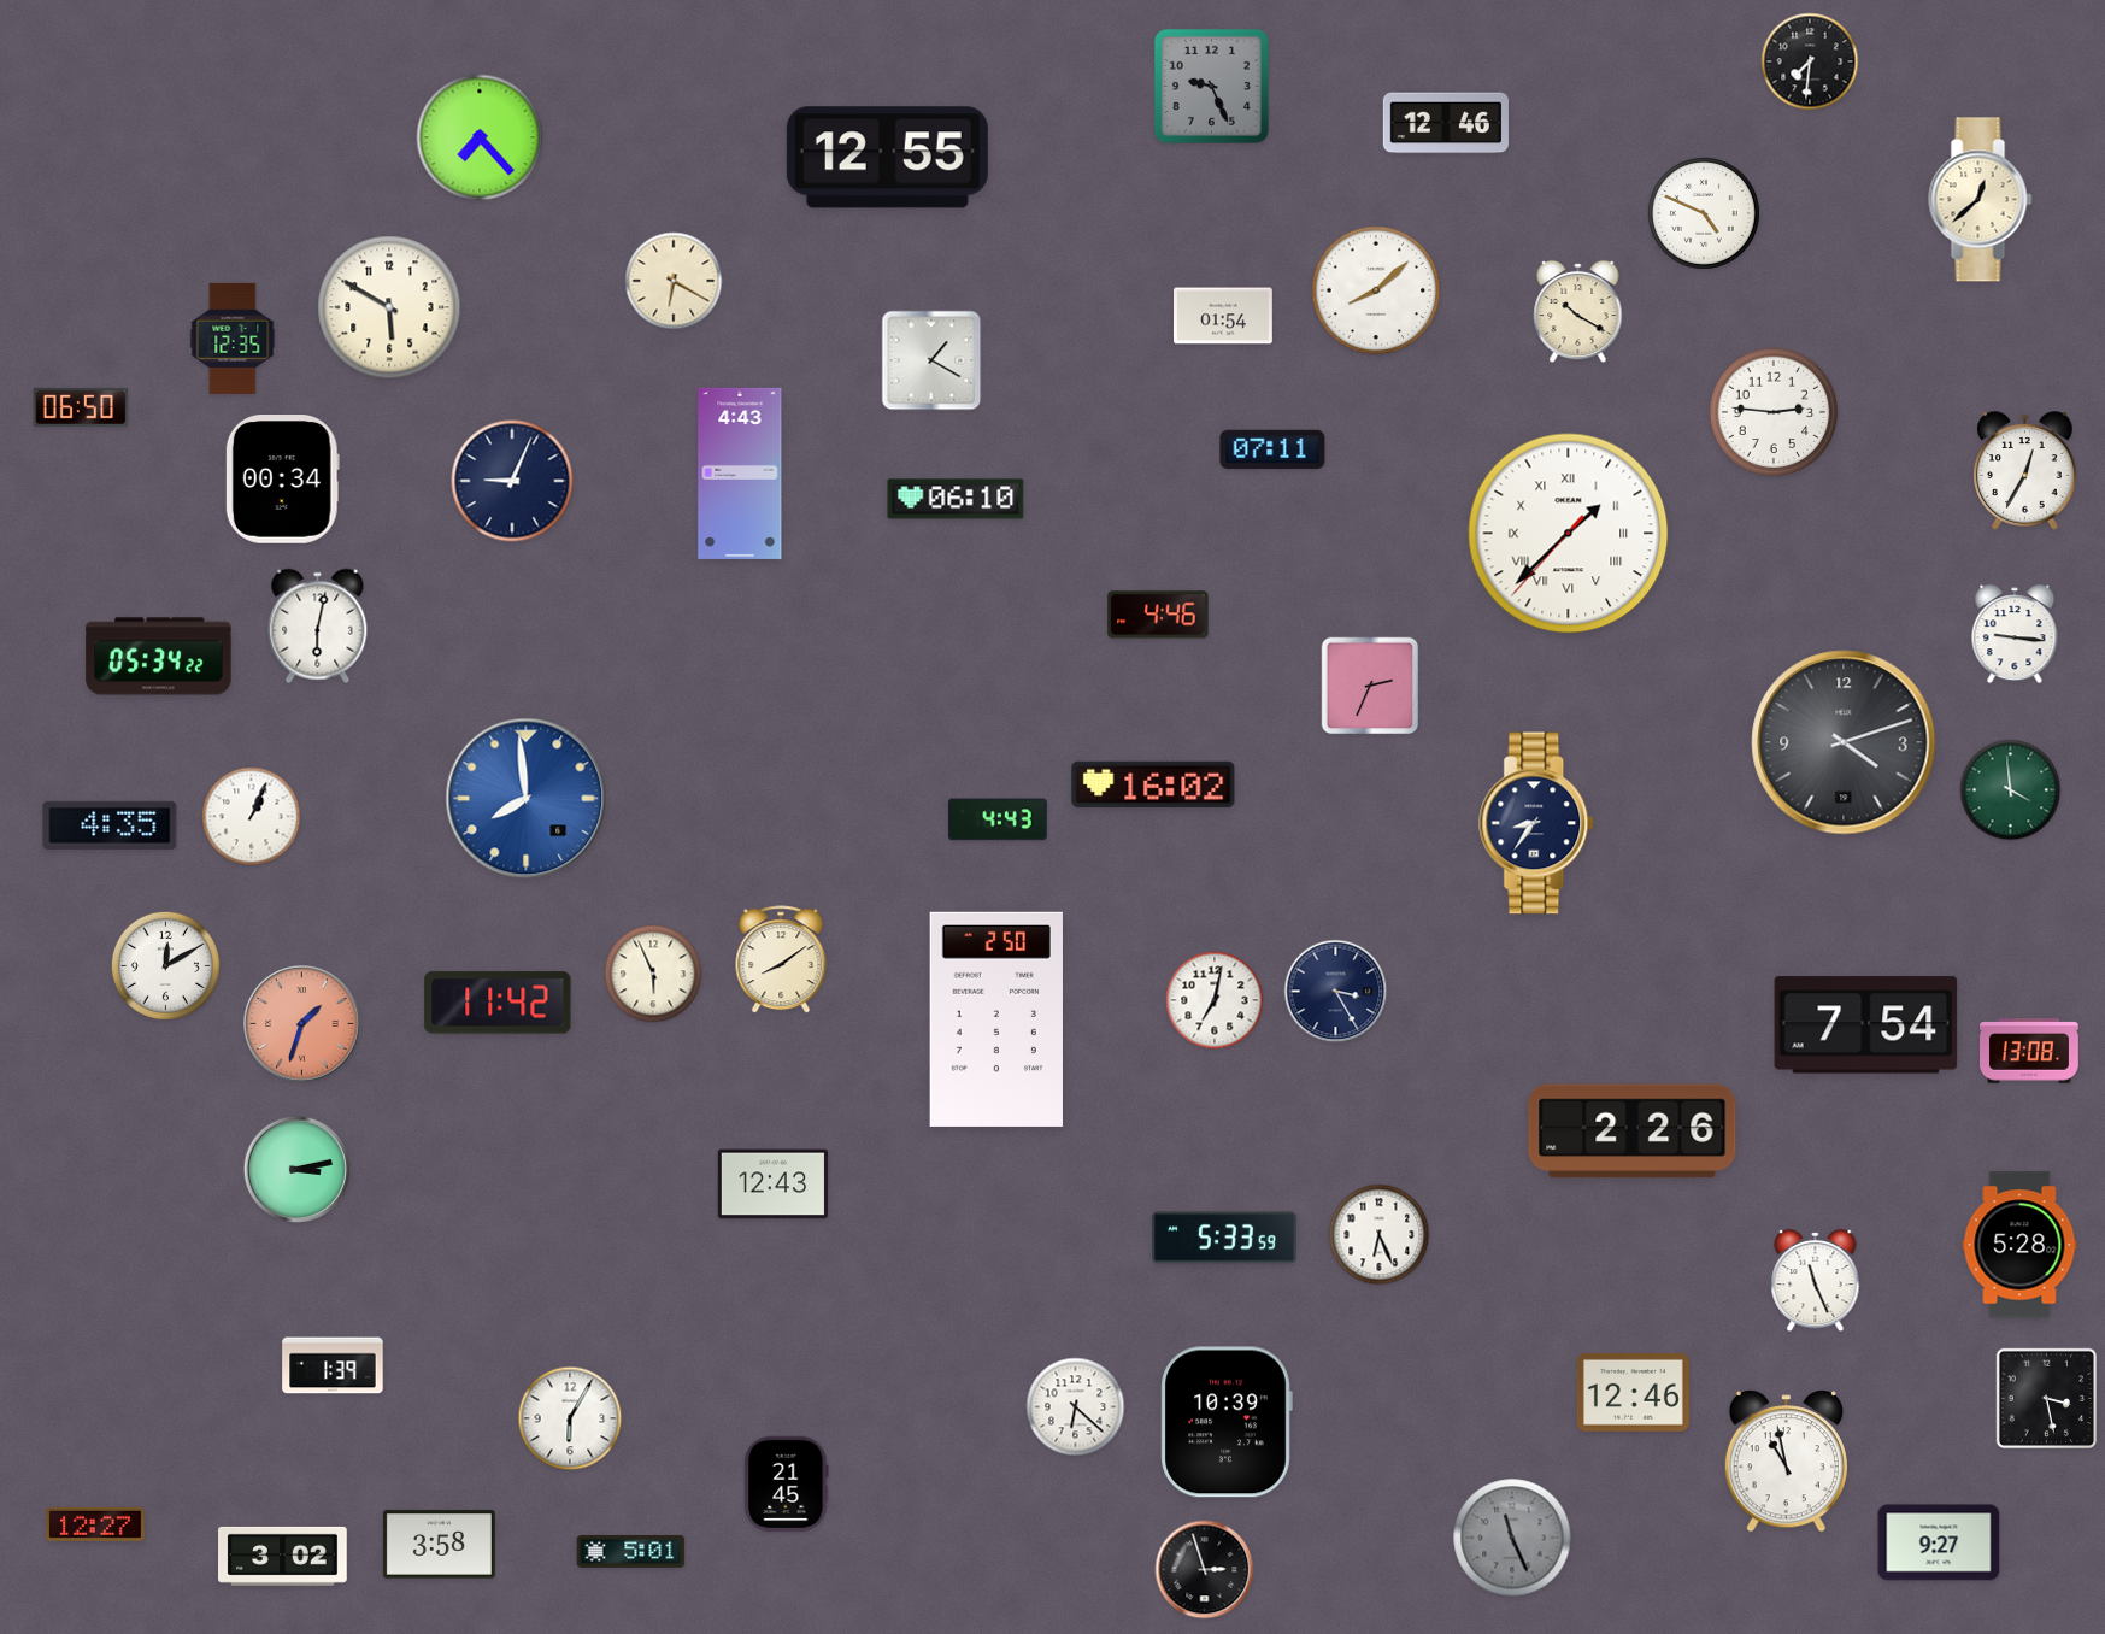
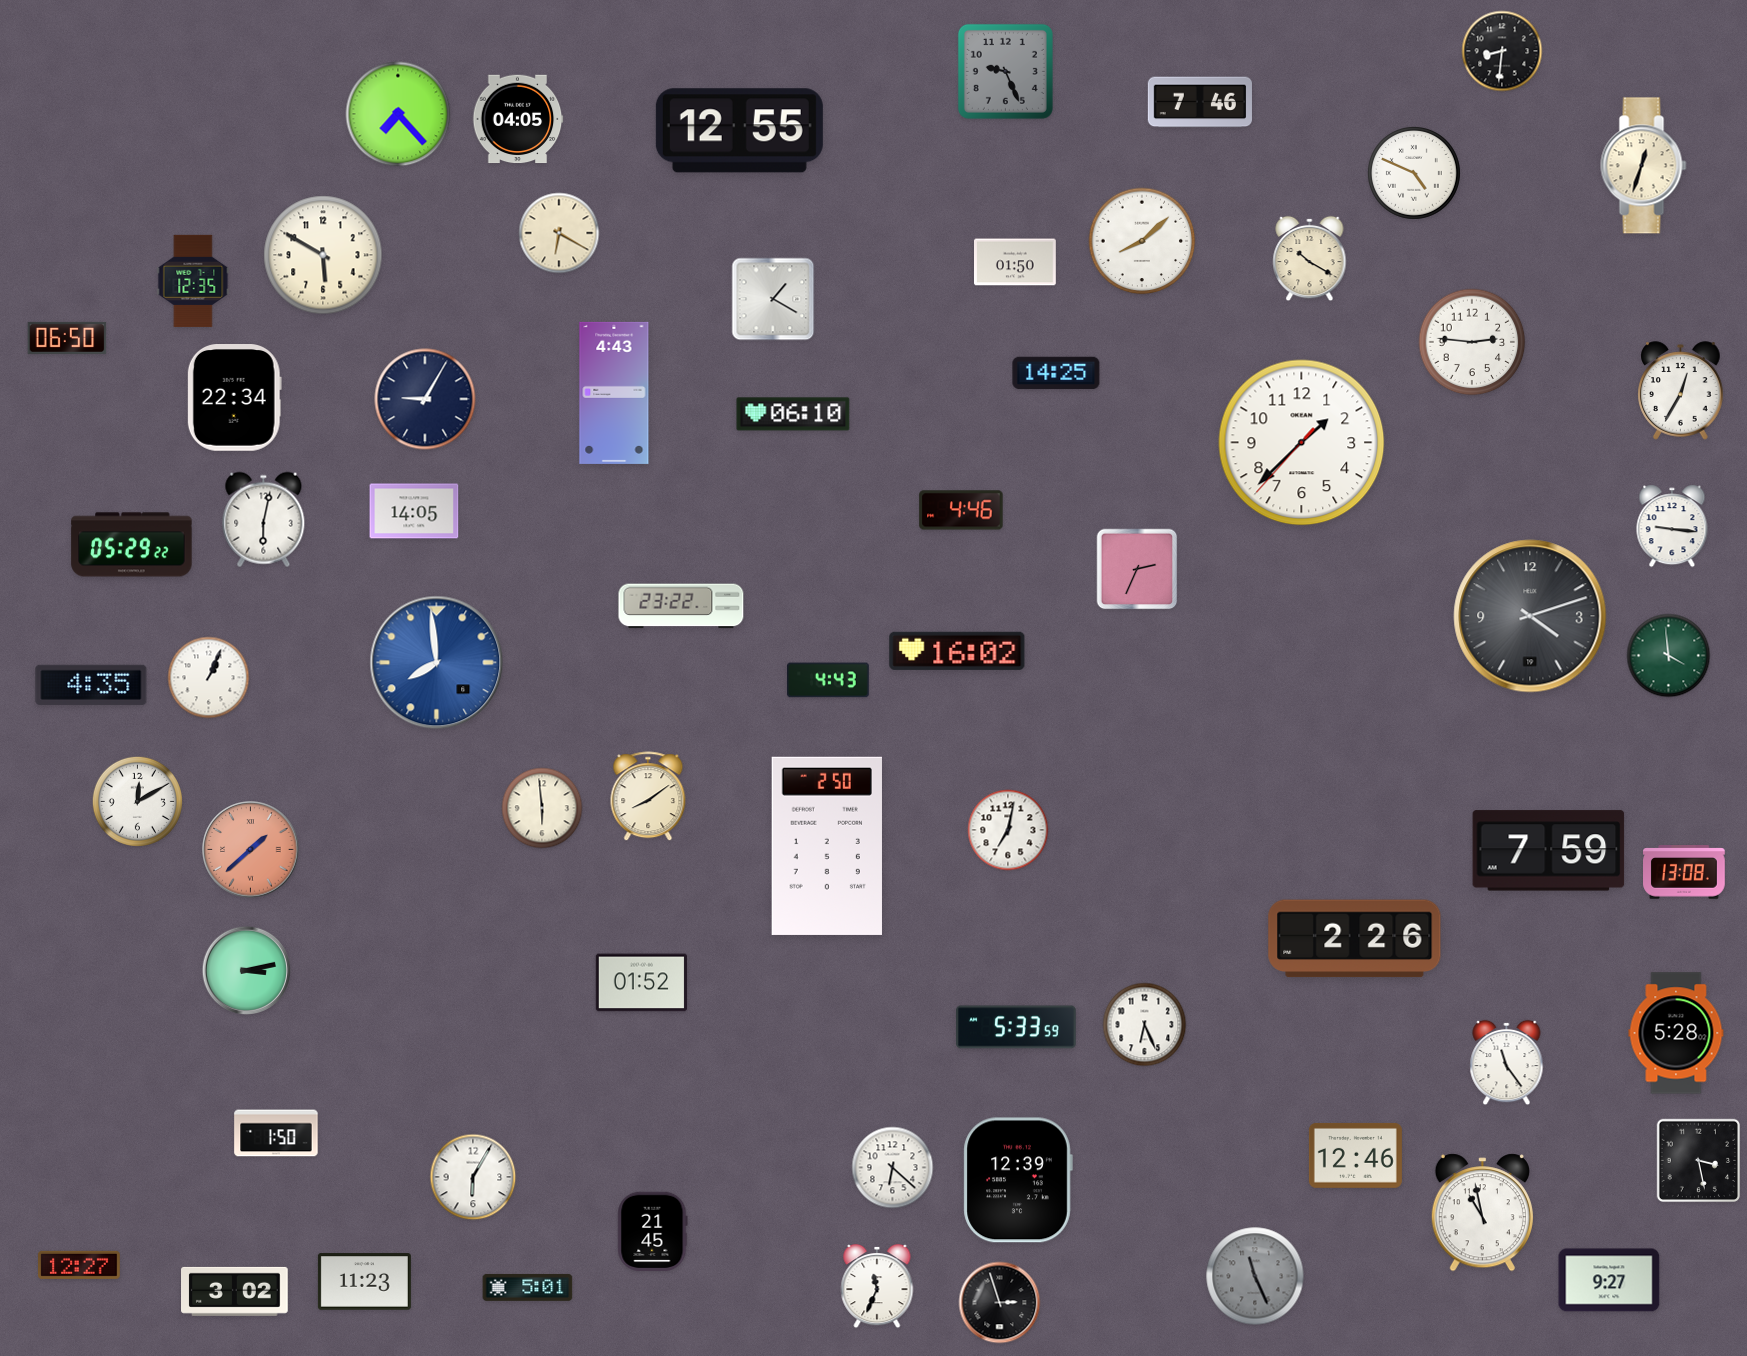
clock at (1810, 61): 7:31 -> 8:31
clock at (1446, 123): 12:46 -> 7:46
clock at (518, 119): none -> 04:05
clock at (887, 158) position: (887, 158) -> (739, 131)
clock at (1981, 200): 12:38 -> 12:33
clock at (1704, 213) position: (1704, 213) -> (1414, 173)
clock at (1223, 316): 01:54 -> 01:50
clock at (1272, 449): 07:11 -> 14:25
clock at (282, 480): 00:34 -> 22:34
clock at (512, 481): 9:04 -> 9:05
clock at (1569, 534) numerals: Roman -> Arabic
clock at (414, 511): none -> 14:05
clock at (159, 657): 05:34 -> 05:29
clock at (681, 606): none -> 23:22
clock at (1537, 823): 8:36 -> none
clock at (653, 974): 5:56 -> 5:59
clock at (1336, 992): 3:25 -> none
clock at (498, 1003): 11:42 -> none
clock at (302, 1024): 1:33 -> 1:38
clock at (1866, 1025): 7:54 -> 7:59
clock at (774, 1185): 12:43 -> 01:52
clock at (1816, 1281): 11:26 -> 11:24
clock at (333, 1365): 1:39 -> 1:50
clock at (1227, 1422): 10:39 -> 12:39
clock at (439, 1545): 3:58 -> 11:23
clock at (877, 1286): none -> 11:34
clock at (631, 1551) position: (631, 1551) -> (528, 1287)
